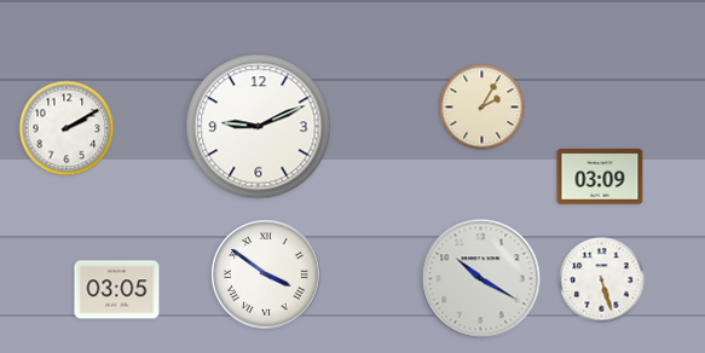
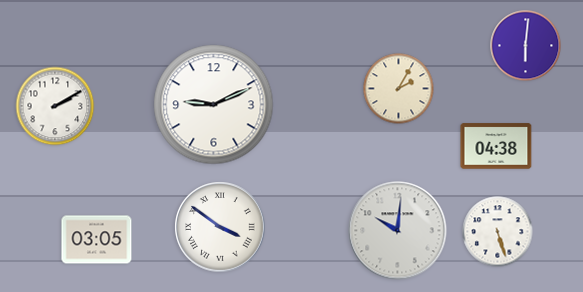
clock at (526, 46): none -> 6:01
clock at (600, 176): 03:09 -> 04:38
clock at (481, 279): 10:20 -> 10:01
